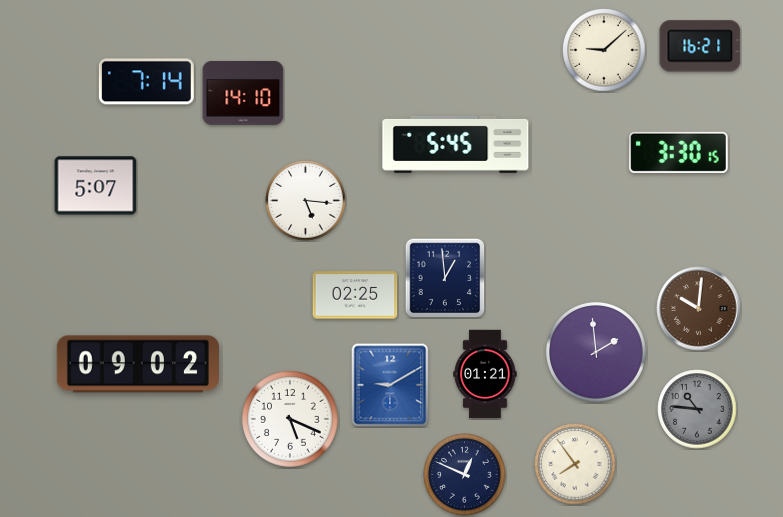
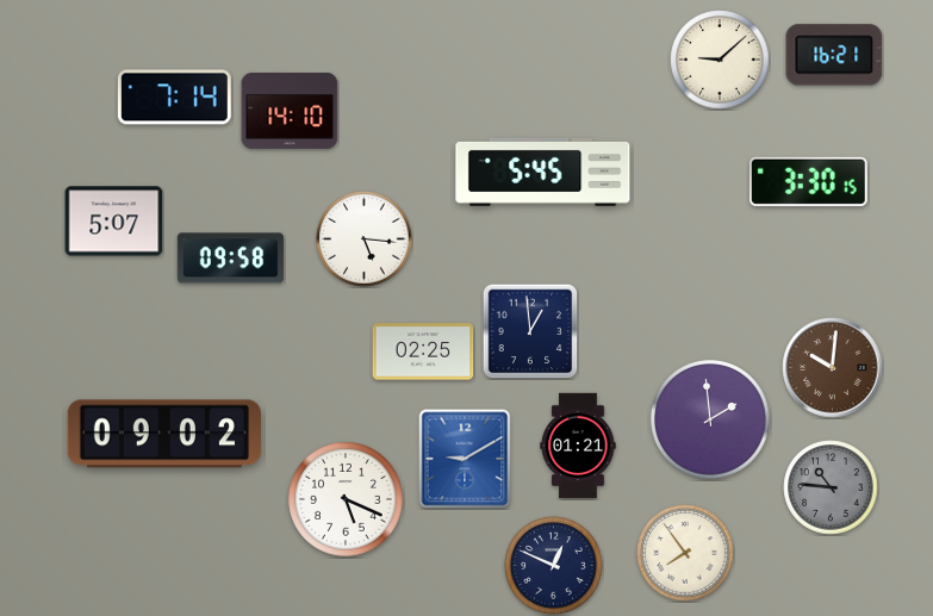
clock at (230, 259): none -> 09:58
